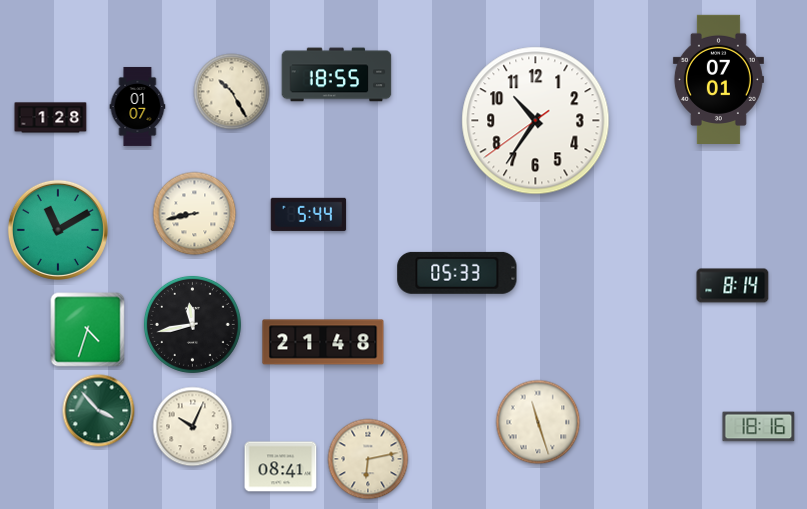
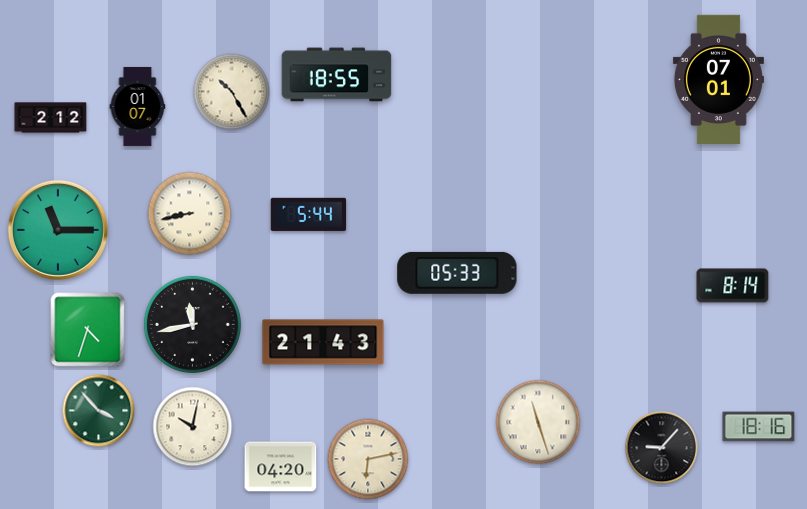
clock at (51, 118): 1:28 -> 2:12
clock at (536, 121): 10:35 -> none
clock at (195, 214) position: (195, 214) -> (190, 214)
clock at (58, 230): 11:10 -> 11:15
clock at (323, 342): 21:48 -> 21:43
clock at (193, 427): 10:04 -> 10:02
clock at (662, 448): none -> 9:07
clock at (281, 467): 08:41 -> 04:20
